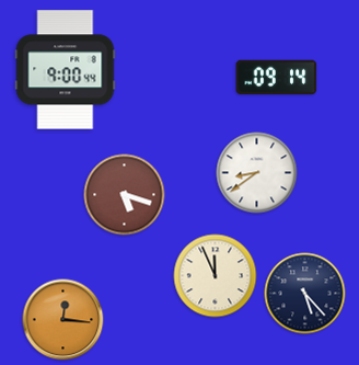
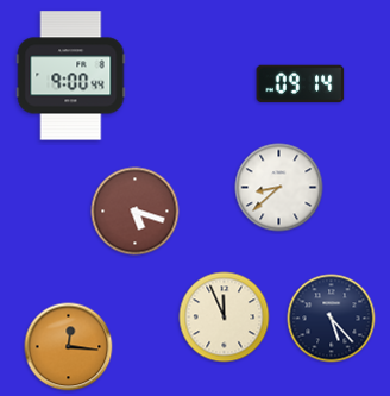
clock at (257, 173): 8:39 -> 8:38
clock at (216, 276) position: (216, 276) -> (225, 318)
